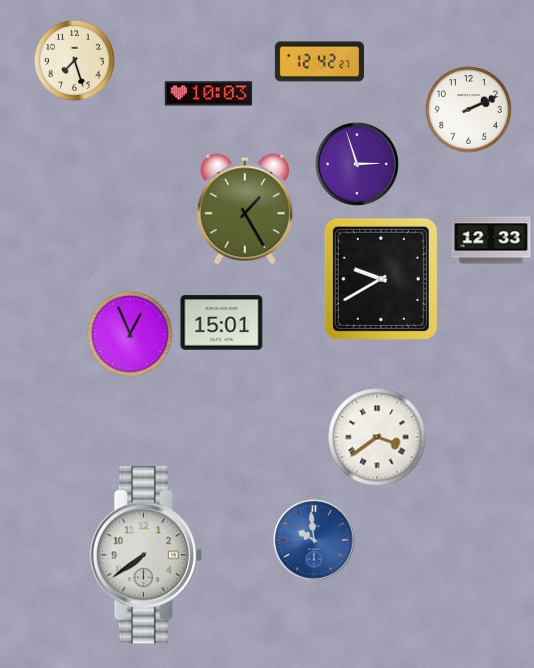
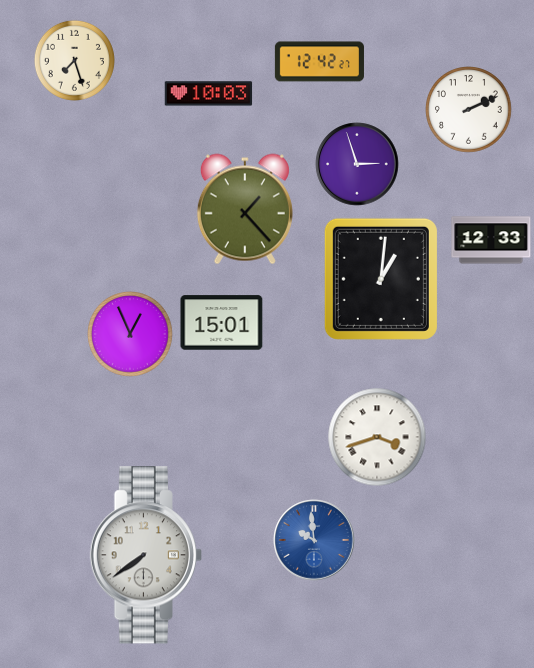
clock at (245, 209): 1:25 -> 1:23
clock at (381, 279): 9:40 -> 1:01
clock at (377, 437): 3:39 -> 3:42
